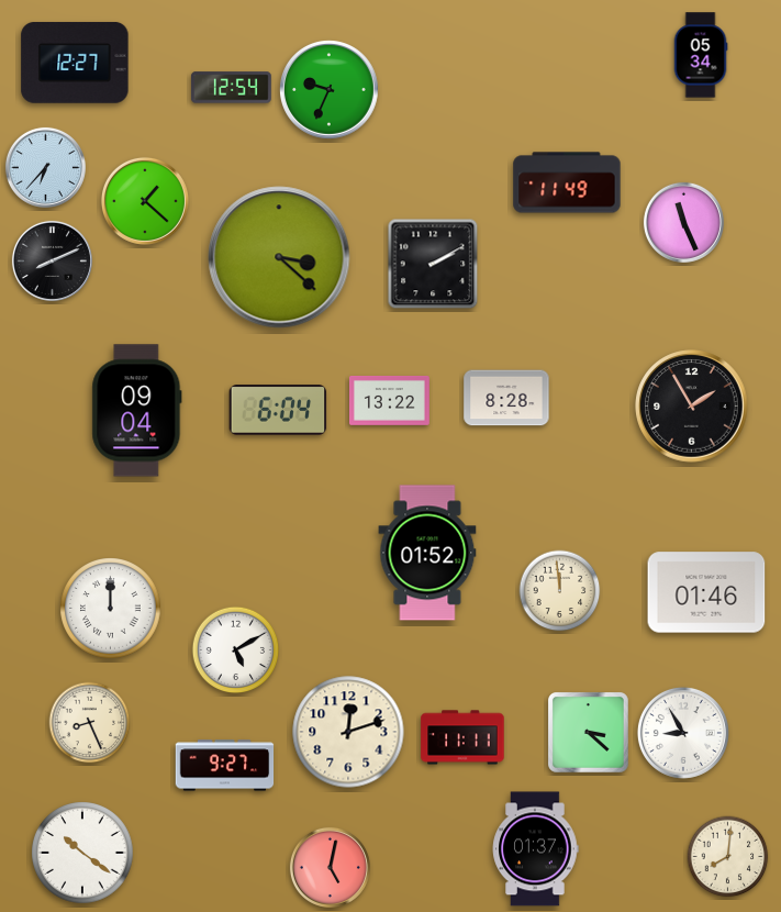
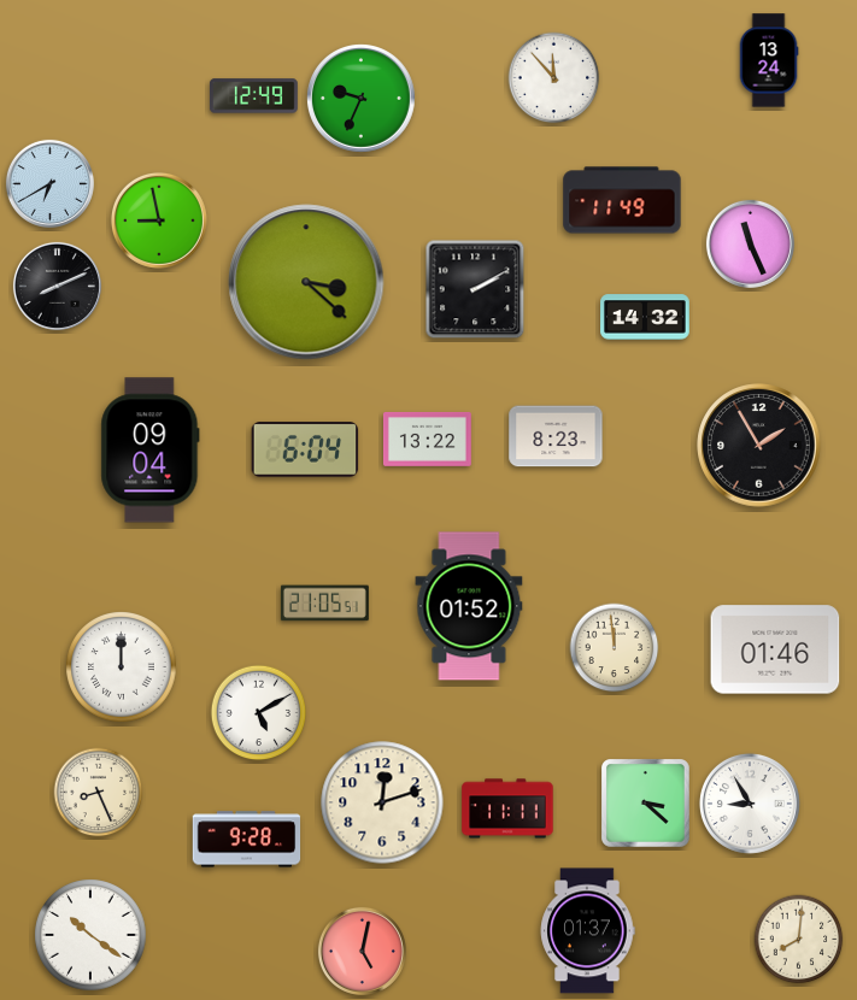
clock at (701, 55): 05:34 -> 13:24
clock at (75, 63): 12:27 -> none
clock at (554, 78): none -> 11:53
clock at (231, 88): 12:54 -> 12:49
clock at (45, 167): 6:37 -> 6:40
clock at (145, 201): 1:22 -> 8:58
clock at (646, 317): none -> 14:32
clock at (506, 398): 8:28 -> 8:23
clock at (324, 604): none -> 21:05
clock at (225, 766): 9:27 -> 9:28
